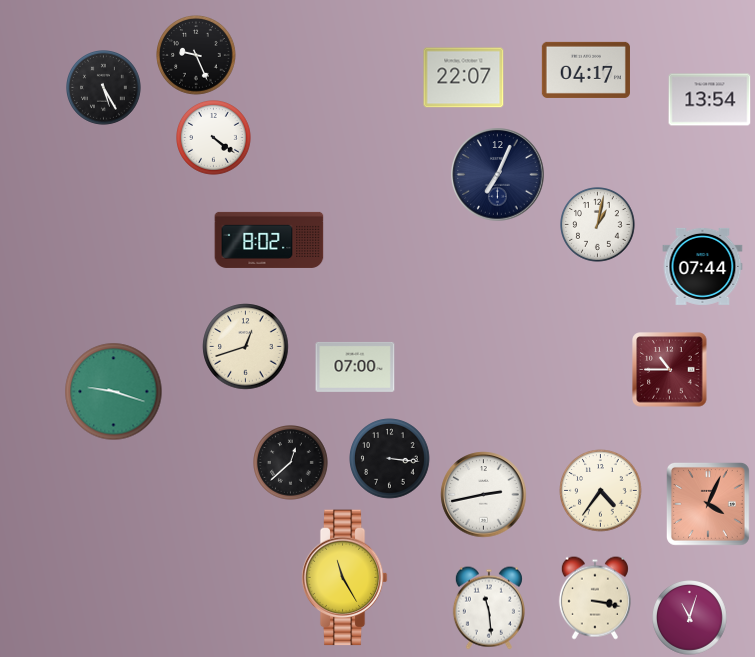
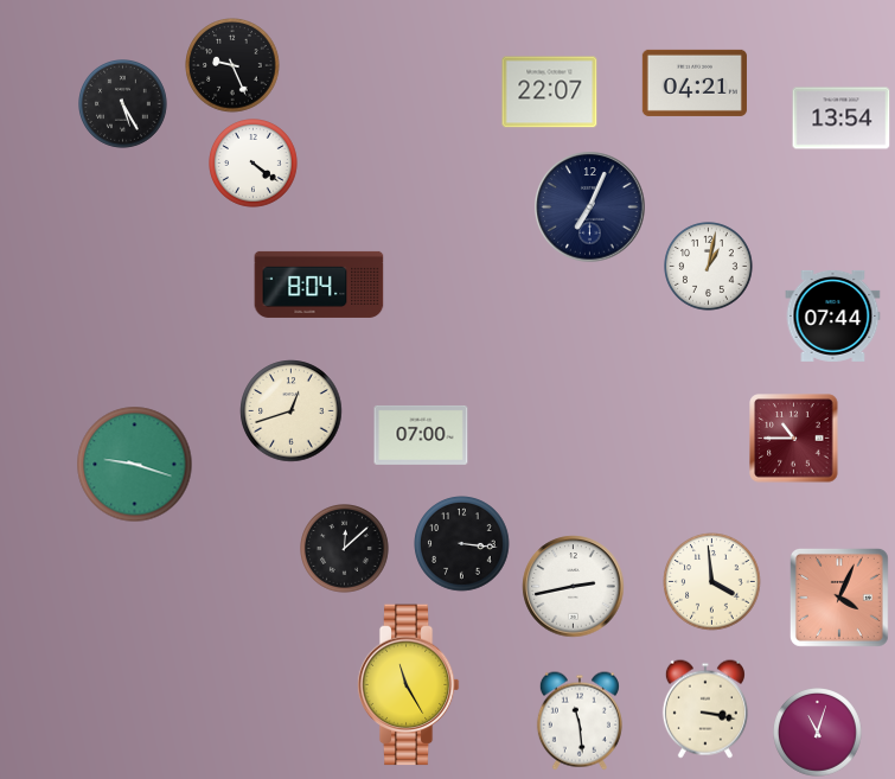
clock at (586, 70): 04:17 -> 04:21
clock at (269, 240): 8:02 -> 8:04
clock at (291, 463): 12:38 -> 12:08
clock at (601, 491): 4:36 -> 3:59
